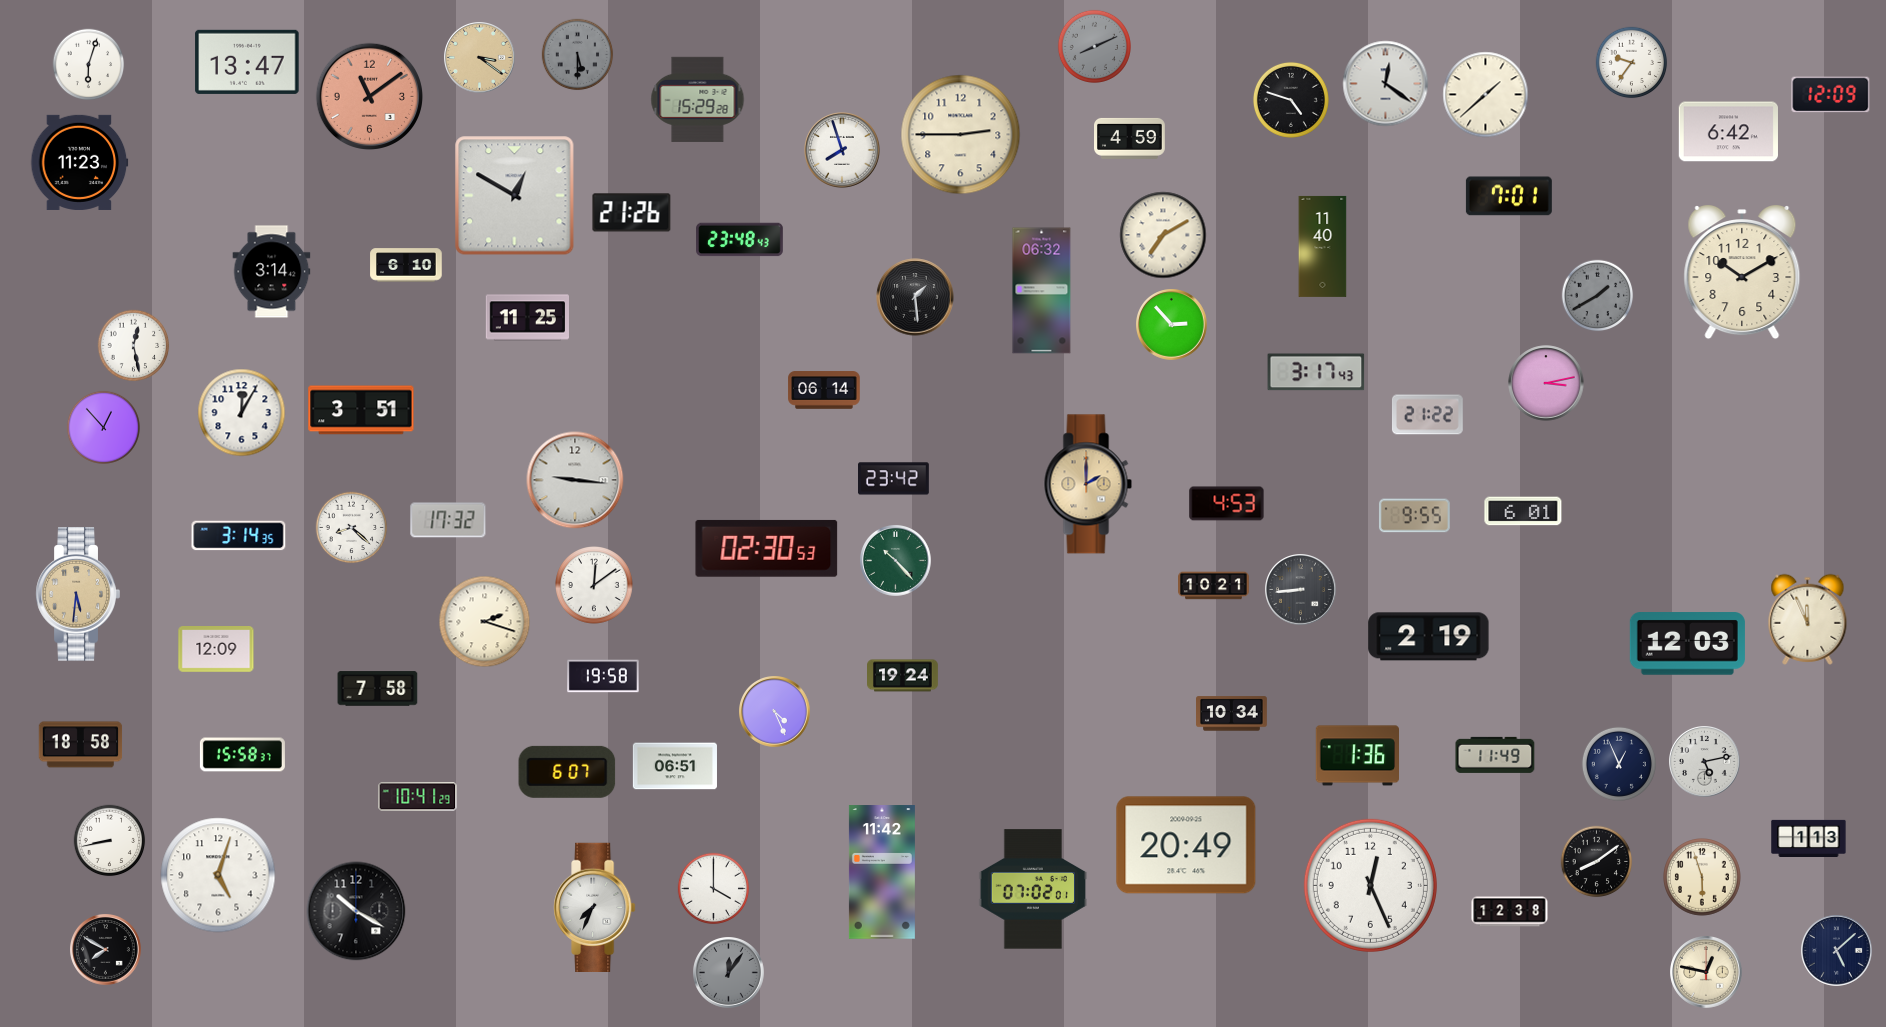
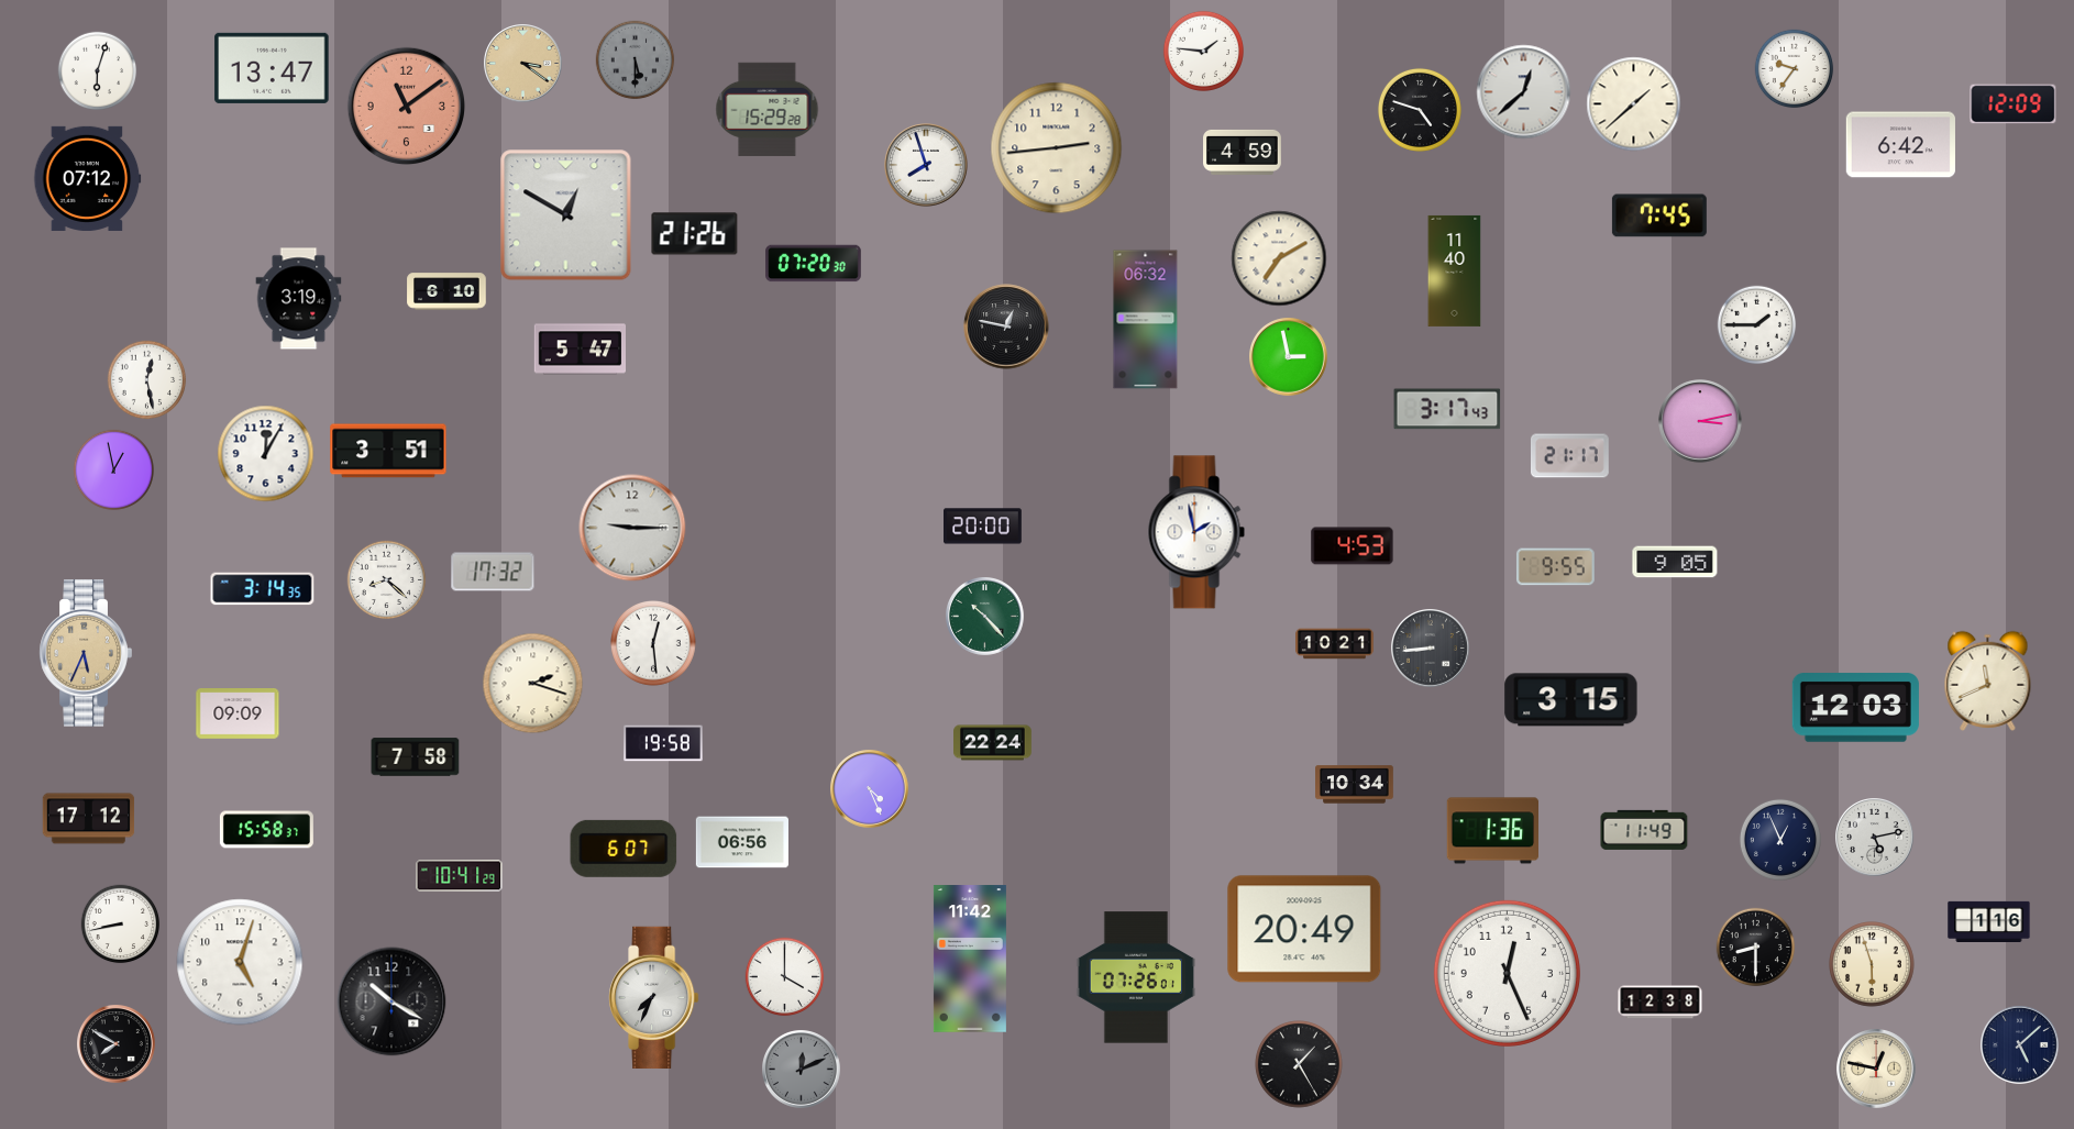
clock at (1094, 46): 8:11 -> 1:46
clock at (1094, 46) dial: grey -> white
clock at (480, 58) position: (480, 58) -> (523, 64)
clock at (1386, 84): 12:21 -> 12:38
clock at (961, 135): 2:45 -> 2:44
clock at (80, 162): 11:23 -> 07:12
clock at (1509, 196): 7:01 -> 7:45
clock at (740, 240): 23:48 -> 07:20
clock at (272, 272): 3:14 -> 3:19
clock at (1742, 273): 10:10 -> none
clock at (1598, 296): 1:40 -> 1:45
clock at (1598, 296) dial: grey -> white
clock at (915, 297): 1:29 -> 12:47
clock at (527, 318): 11:25 -> 5:47
clock at (1172, 325): 2:53 -> 2:58
clock at (824, 390): 06:14 -> none
clock at (361, 410) position: (361, 410) -> (388, 451)
clock at (1427, 415): 21:22 -> 21:17
clock at (103, 427): 12:53 -> 12:58
clock at (894, 479): 23:42 -> 20:00
clock at (575, 480): 9:16 -> 9:15
clock at (1088, 484): 2:00 -> 1:58
clock at (1088, 484) dial: champagne -> white
clock at (1227, 504) position: (1227, 504) -> (1353, 546)
clock at (1523, 511): 6:01 -> 9:05
clock at (767, 548): 02:30 -> none
clock at (595, 586): 12:09 -> 12:29
clock at (78, 594): 5:31 -> 5:34
clock at (1808, 619): 11:56 -> 11:41
clock at (1429, 637): 2:19 -> 3:15
clock at (216, 650): 12:09 -> 09:09
clock at (903, 676): 19:24 -> 22:24
clock at (775, 712) position: (775, 712) -> (870, 789)
clock at (81, 745): 18:58 -> 17:12
clock at (675, 766): 06:51 -> 06:56
clock at (1809, 838): 1:13 -> 1:16
clock at (1597, 862): 8:09 -> 8:30
clock at (1033, 889): 07:02 -> 07:26
clock at (1299, 1064): none -> 1:25
clock at (729, 973): 12:06 -> 12:11
